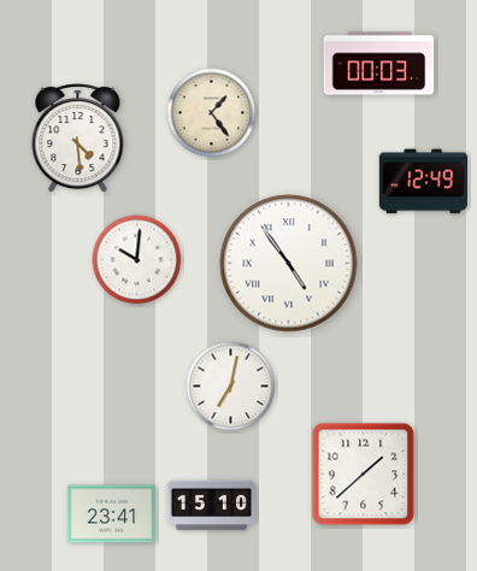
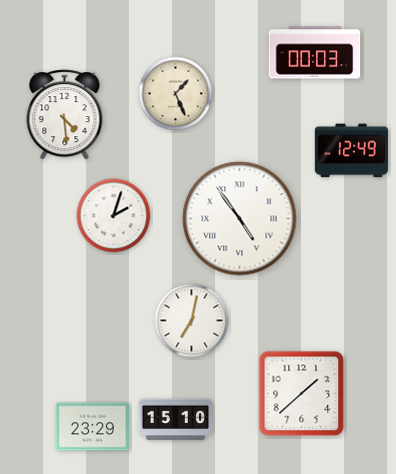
clock at (212, 113): 1:24 -> 1:26
clock at (137, 260): 10:01 -> 2:03
clock at (111, 514): 23:41 -> 23:29
